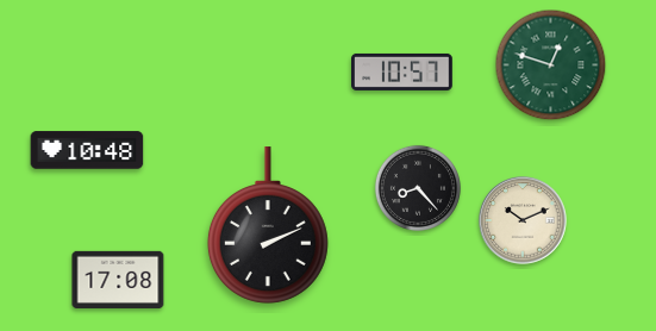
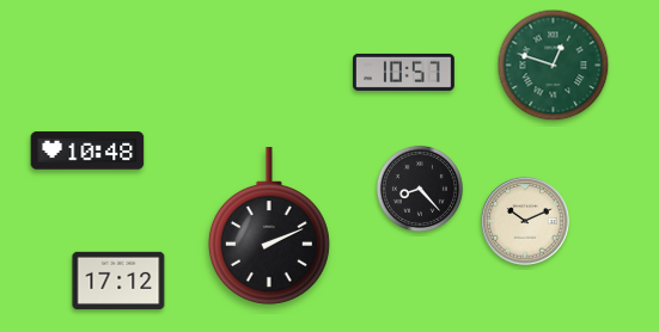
clock at (118, 280): 17:08 -> 17:12
